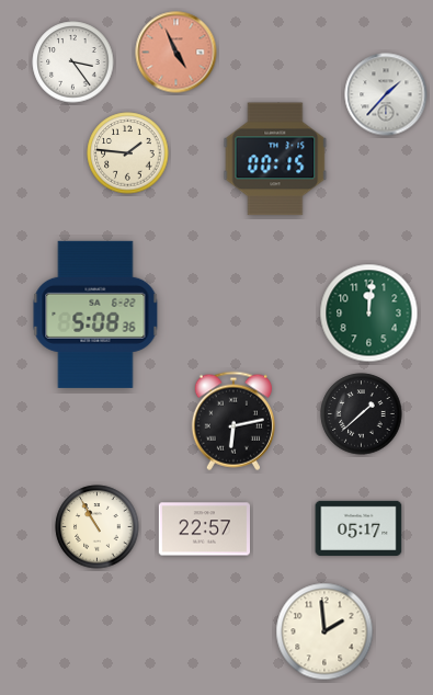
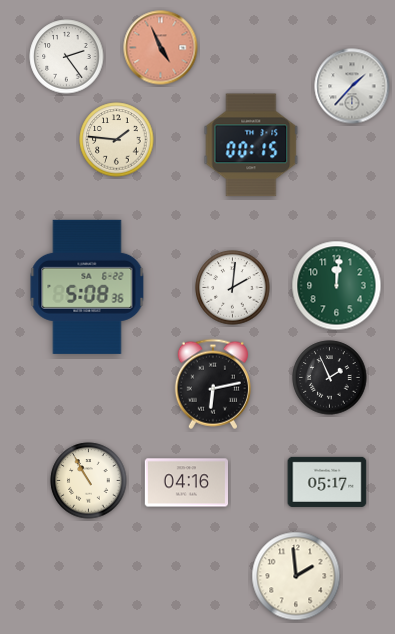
clock at (73, 62): 3:24 -> 2:24
clock at (233, 288): none -> 2:01
clock at (362, 414): 1:38 -> 1:56
clock at (204, 529): 22:57 -> 04:16
